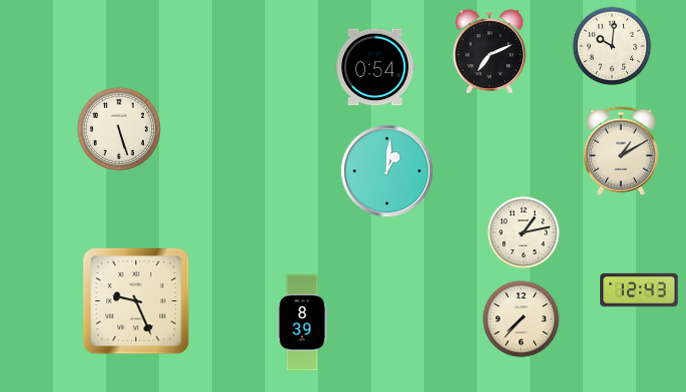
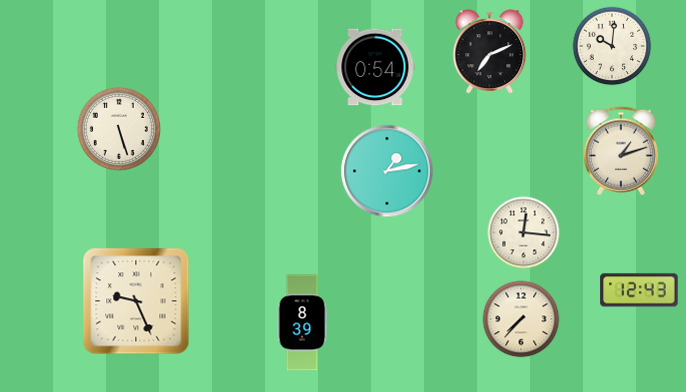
clock at (621, 151): 1:10 -> 1:12
clock at (387, 171): 1:01 -> 1:13
clock at (524, 233): 1:13 -> 12:16
